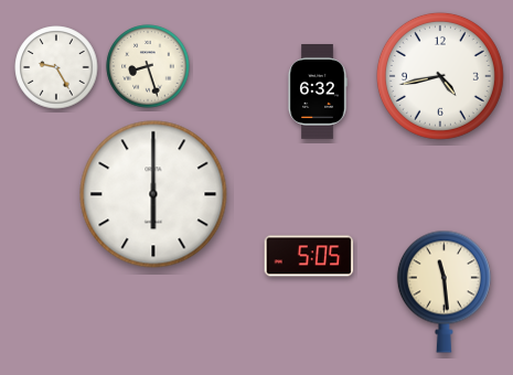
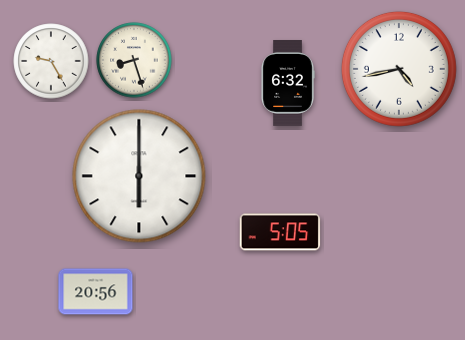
clock at (443, 291): 11:29 -> none
clock at (96, 292): none -> 20:56
